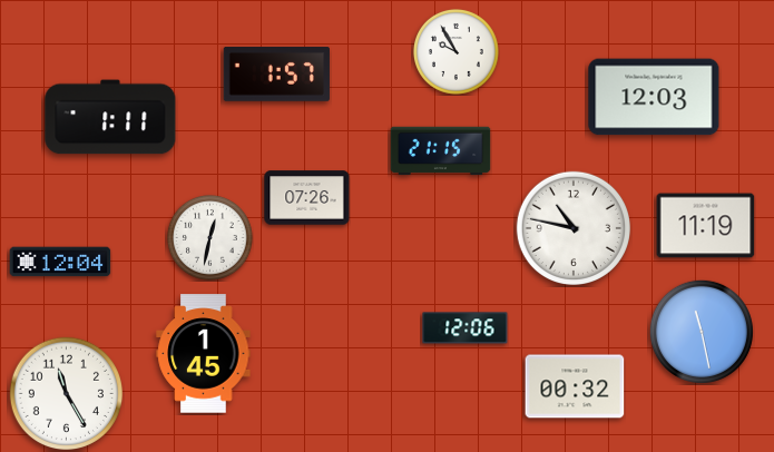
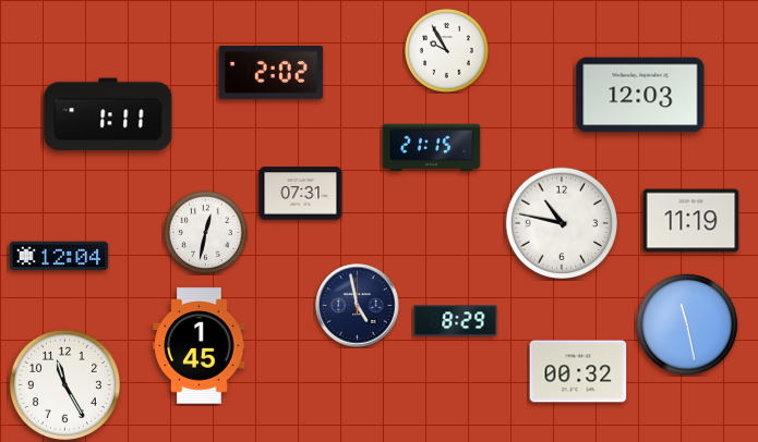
clock at (276, 73): 1:57 -> 2:02
clock at (307, 198): 07:26 -> 07:31
clock at (358, 306): none -> 4:58
clock at (466, 328): 12:06 -> 8:29
clock at (575, 386) position: (575, 386) -> (578, 371)
